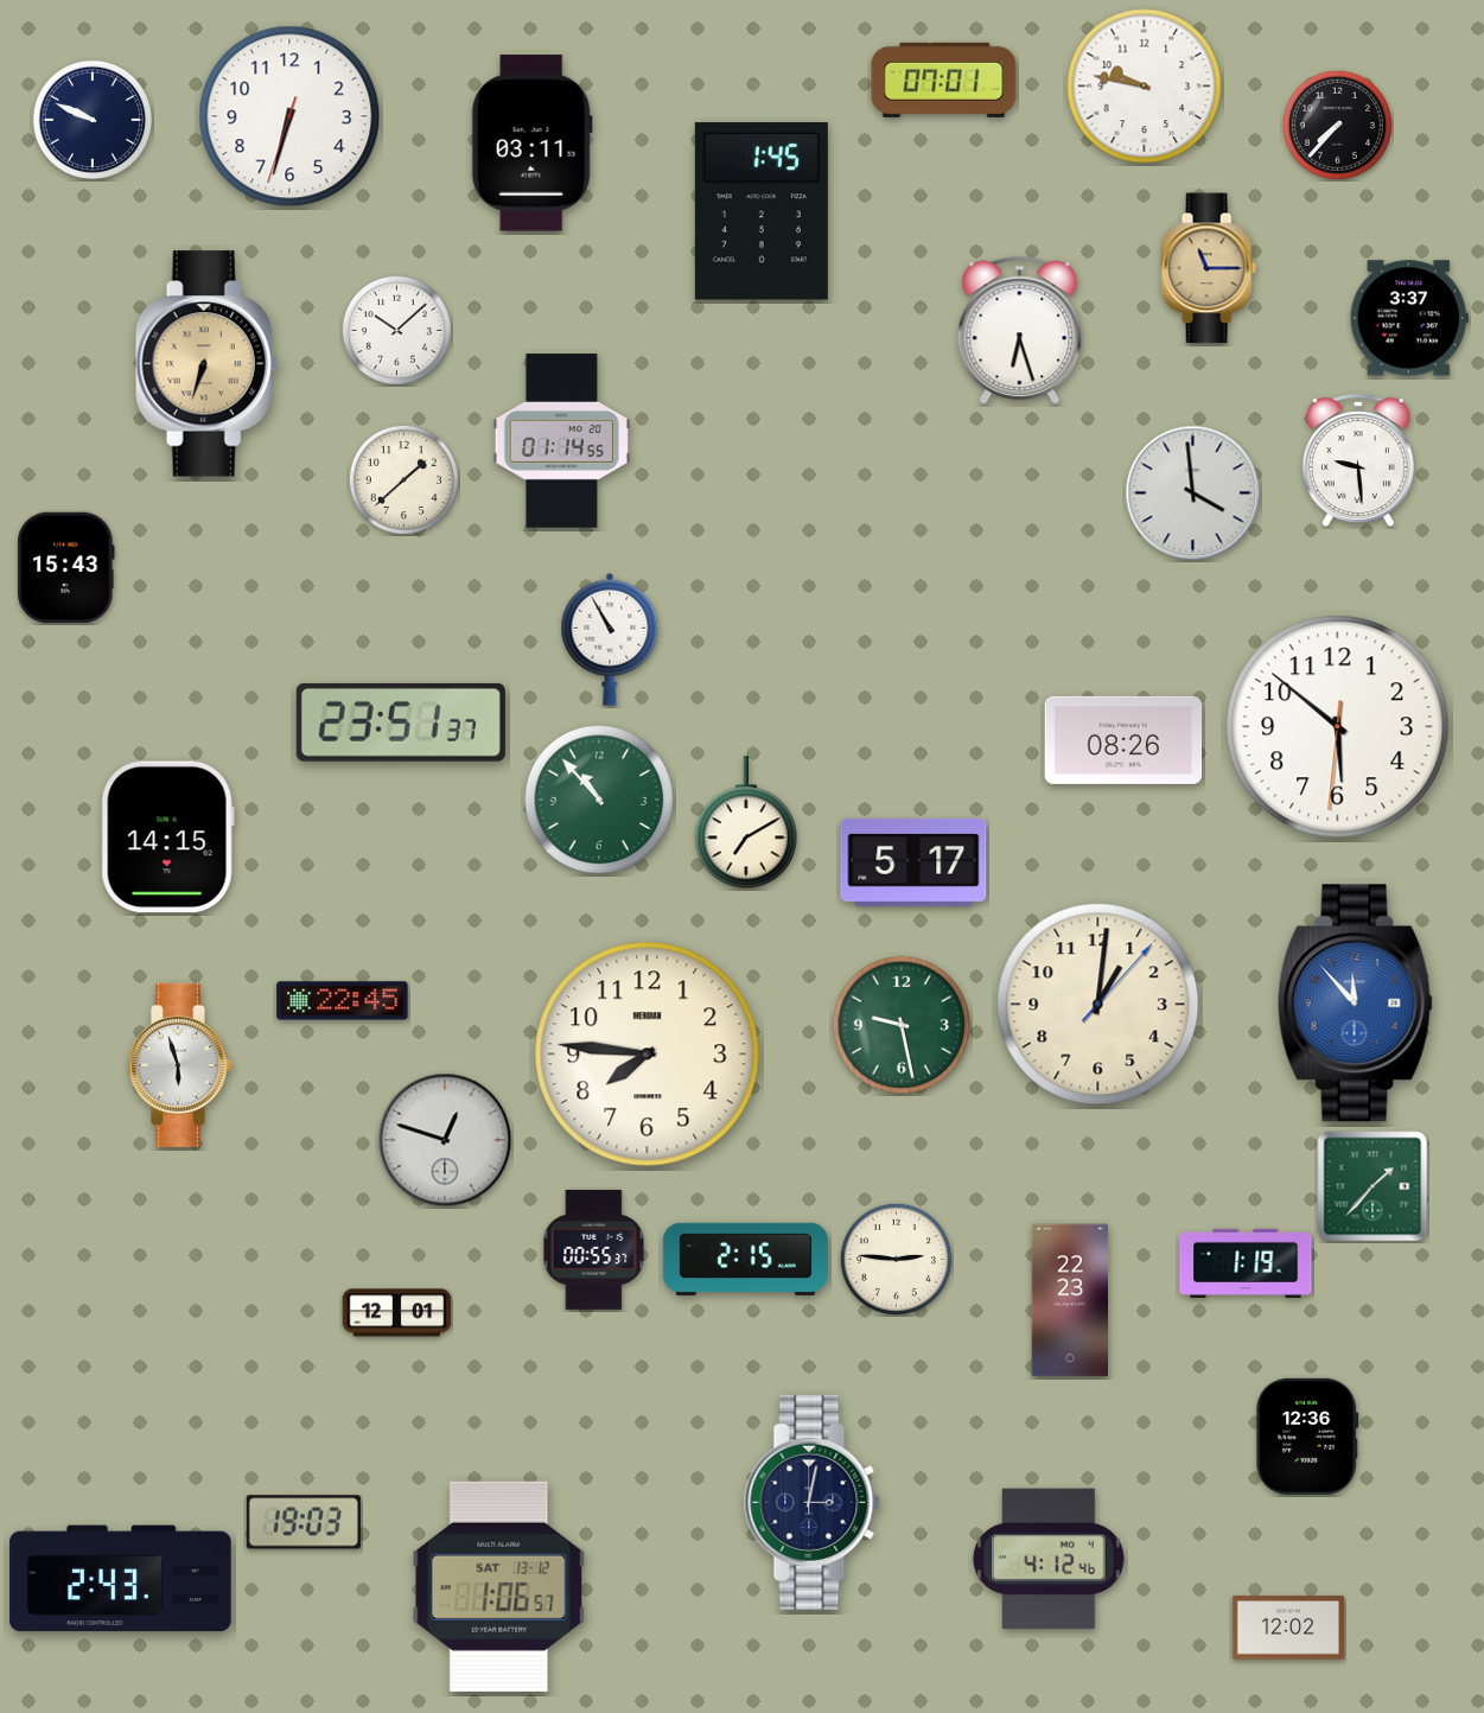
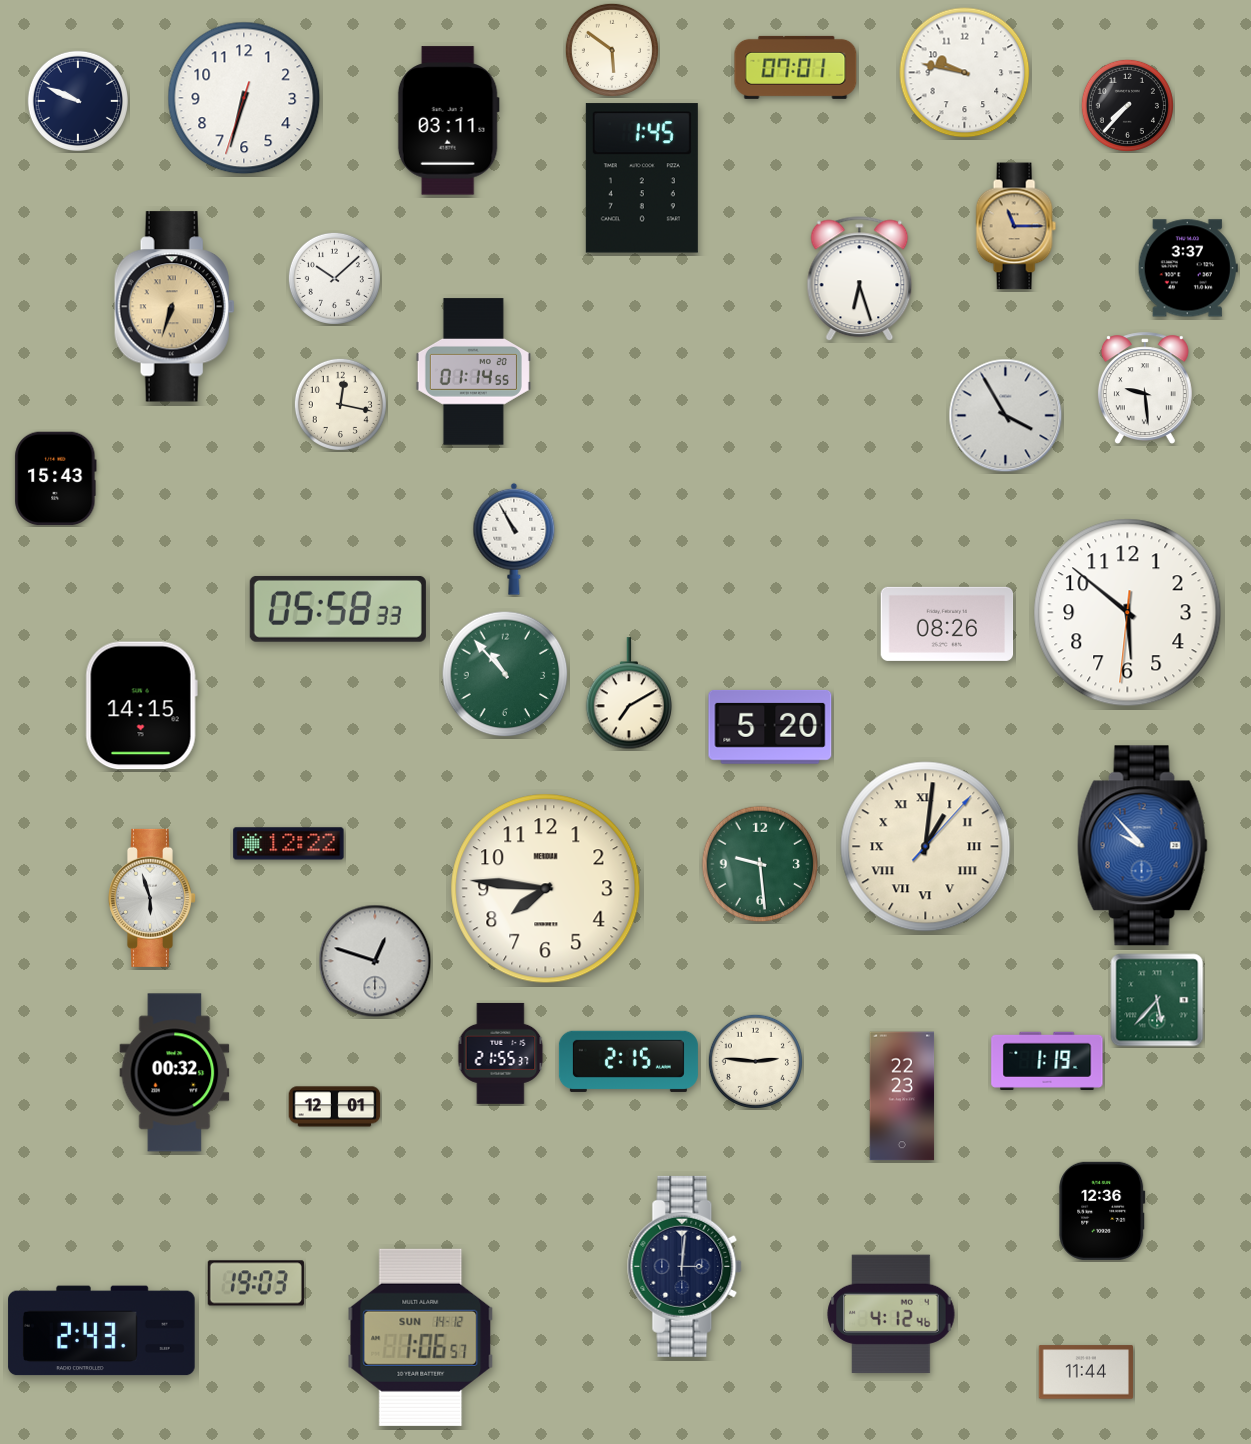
clock at (612, 50): none -> 5:51
clock at (1209, 268) position: (1209, 268) -> (1016, 226)
clock at (403, 479): 1:38 -> 12:17
clock at (1193, 493): 3:59 -> 3:55
clock at (401, 722): 23:51 -> 05:58
clock at (913, 862): 5:17 -> 5:20
clock at (343, 1001): 22:45 -> 12:22
clock at (1355, 1004): 11:53 -> 9:53
clock at (1098, 1005) numerals: Arabic -> Roman
clock at (902, 1025): 9:28 -> 9:29
clock at (1372, 1186): 1:37 -> 5:37
clock at (594, 1249): 00:55 -> 21:55
clock at (1246, 1262) position: (1246, 1262) -> (1047, 1060)
clock at (175, 1073): none -> 00:32
clock at (813, 1502): 3:02 -> 3:01
clock at (1049, 1559) position: (1049, 1559) -> (891, 1314)
clock at (499, 1586) date: SAT 13-12 -> SUN 14-12
clock at (1288, 1628): 12:02 -> 11:44
